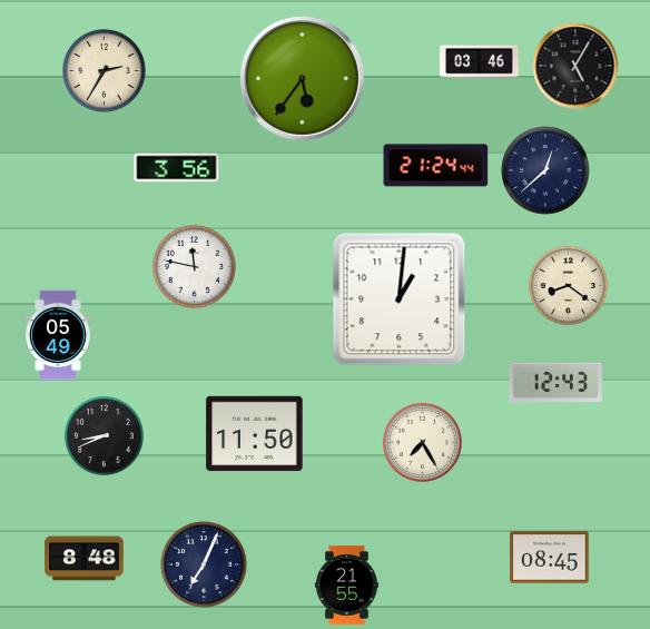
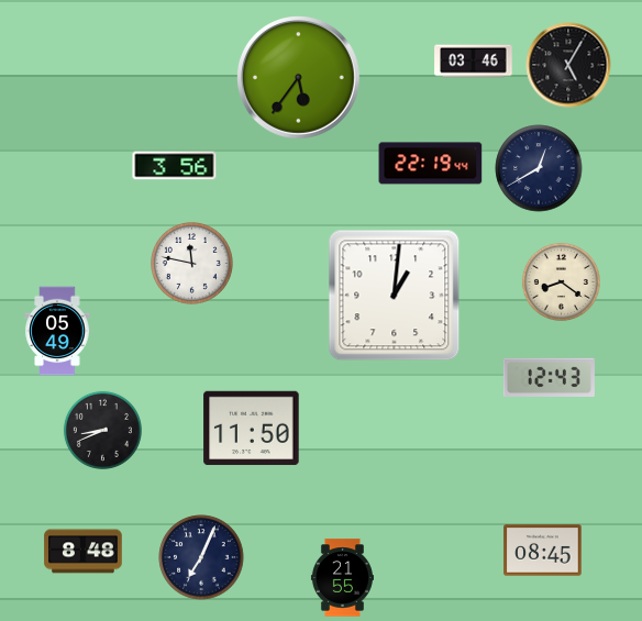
clock at (105, 71): 2:35 -> none
clock at (436, 166): 21:24 -> 22:19
clock at (545, 170): 12:38 -> 12:40
clock at (422, 442): 7:25 -> none
